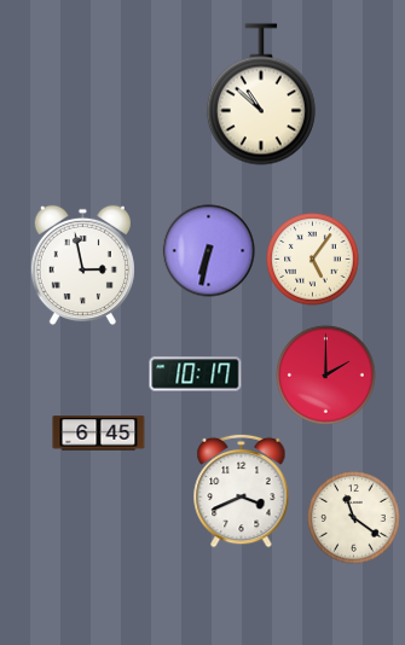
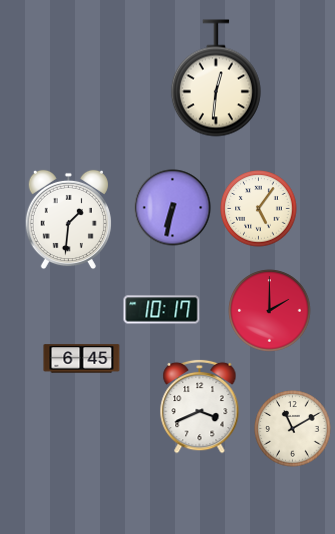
clock at (261, 94): 10:52 -> 12:31
clock at (313, 260) position: (313, 260) -> (259, 209)
clock at (82, 266): 2:58 -> 1:31
clock at (354, 518): 11:21 -> 11:10
